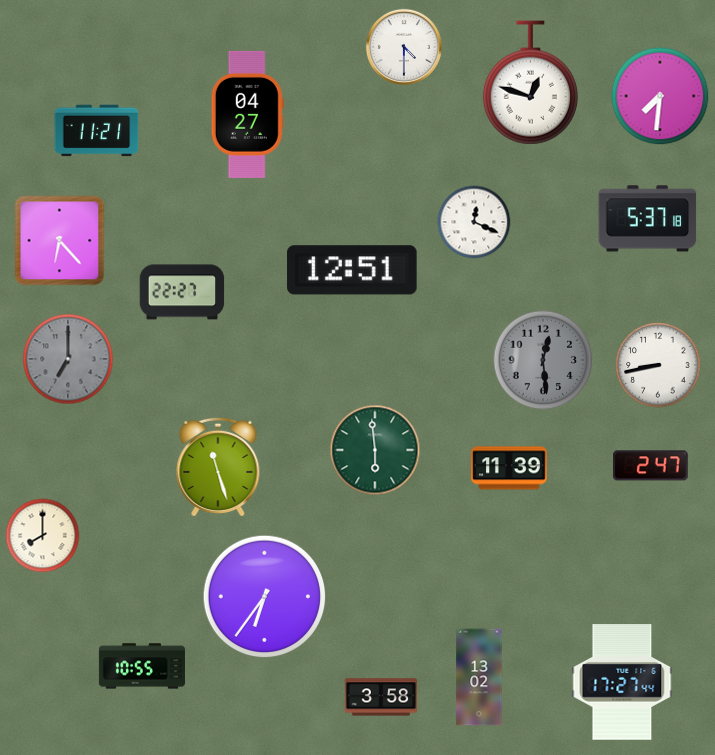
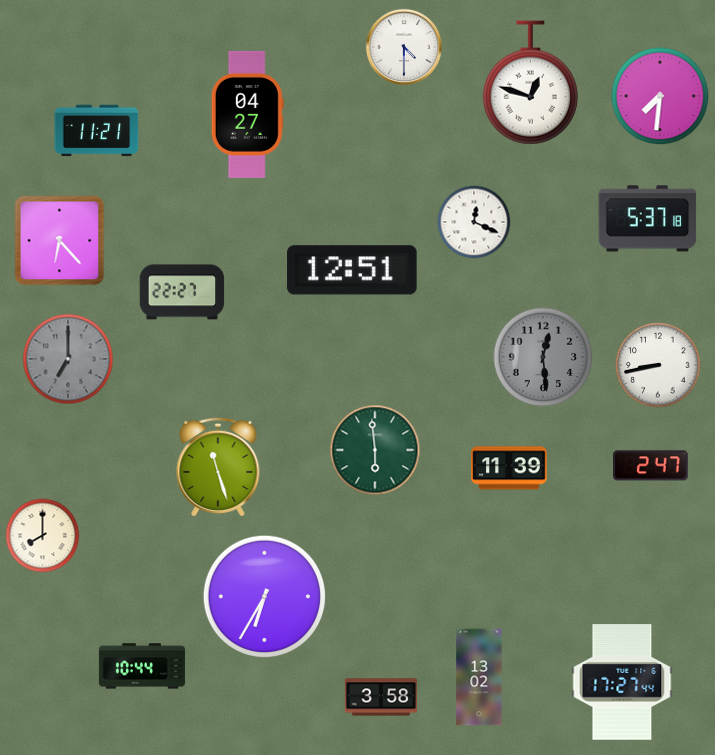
clock at (543, 360) position: (543, 360) -> (543, 357)
clock at (265, 597): 6:36 -> 6:35
clock at (142, 666): 10:55 -> 10:44
